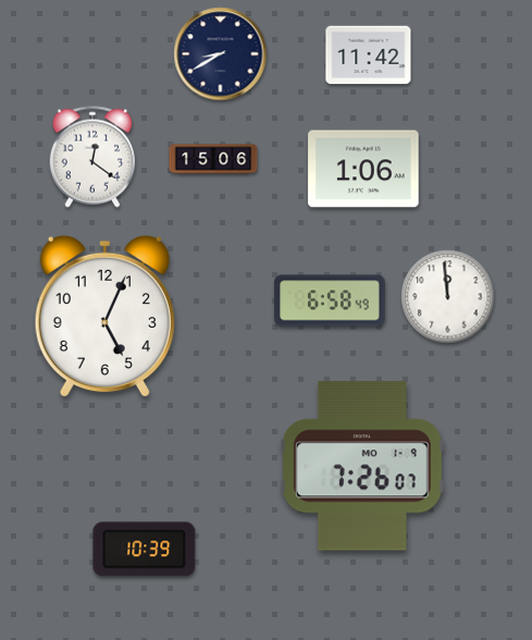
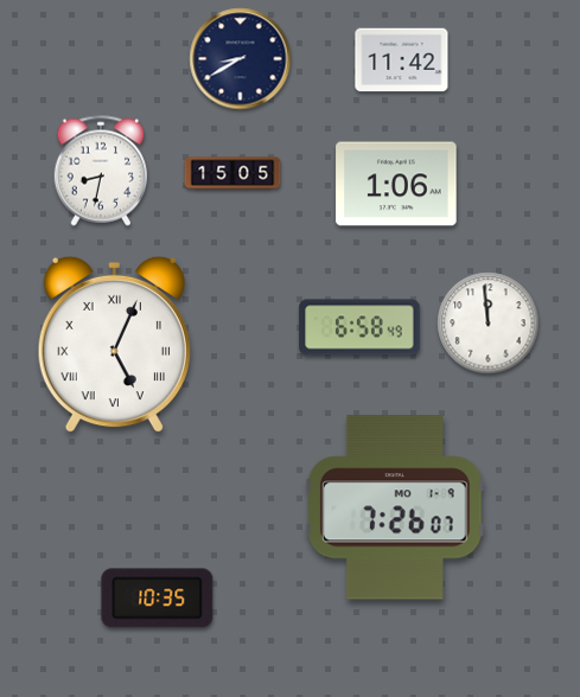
clock at (91, 157): 12:21 -> 8:32
clock at (213, 159): 15:06 -> 15:05
clock at (104, 317) numerals: Arabic -> Roman
clock at (145, 550): 10:39 -> 10:35
